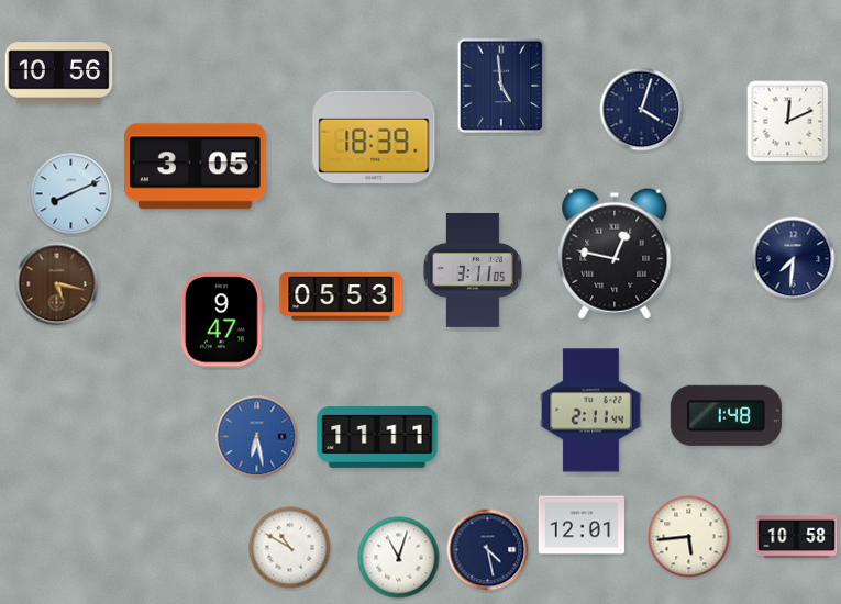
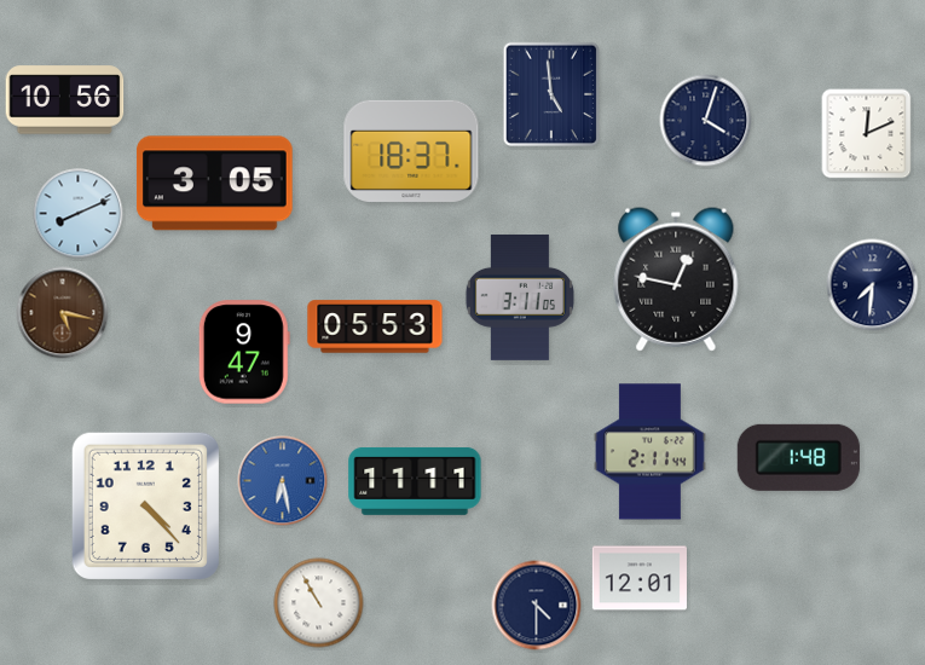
clock at (59, 74) position: (59, 74) -> (65, 100)
clock at (374, 137): 18:39 -> 18:37
clock at (145, 505): none -> 4:23
clock at (797, 536): 10:58 -> none
clock at (689, 537): 5:44 -> none
clock at (290, 548): 10:50 -> 10:55
clock at (488, 550): 4:28 -> 4:30
clock at (399, 558): 11:03 -> none
